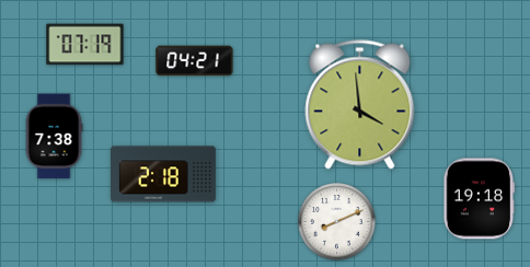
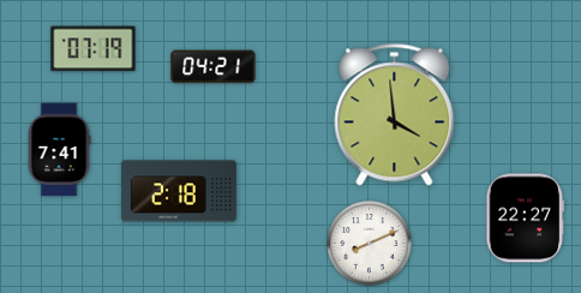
clock at (54, 137): 7:38 -> 7:41
clock at (480, 199): 19:18 -> 22:27
